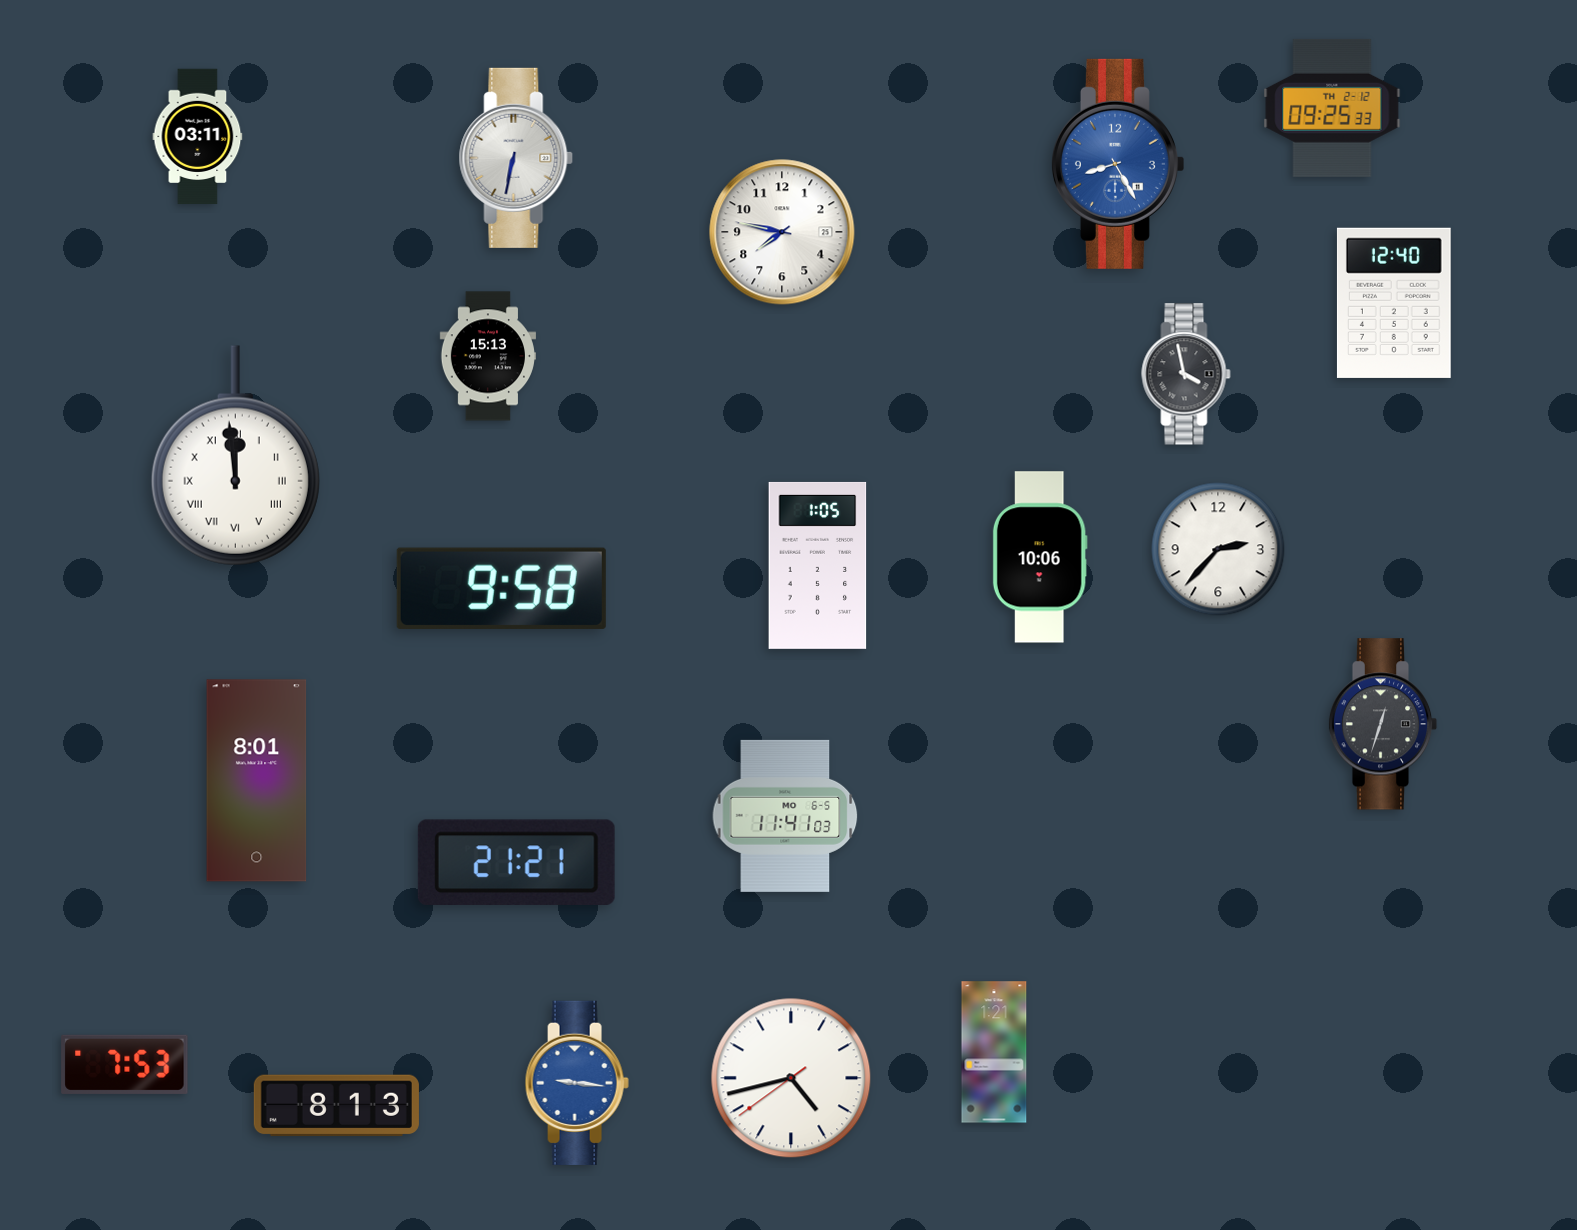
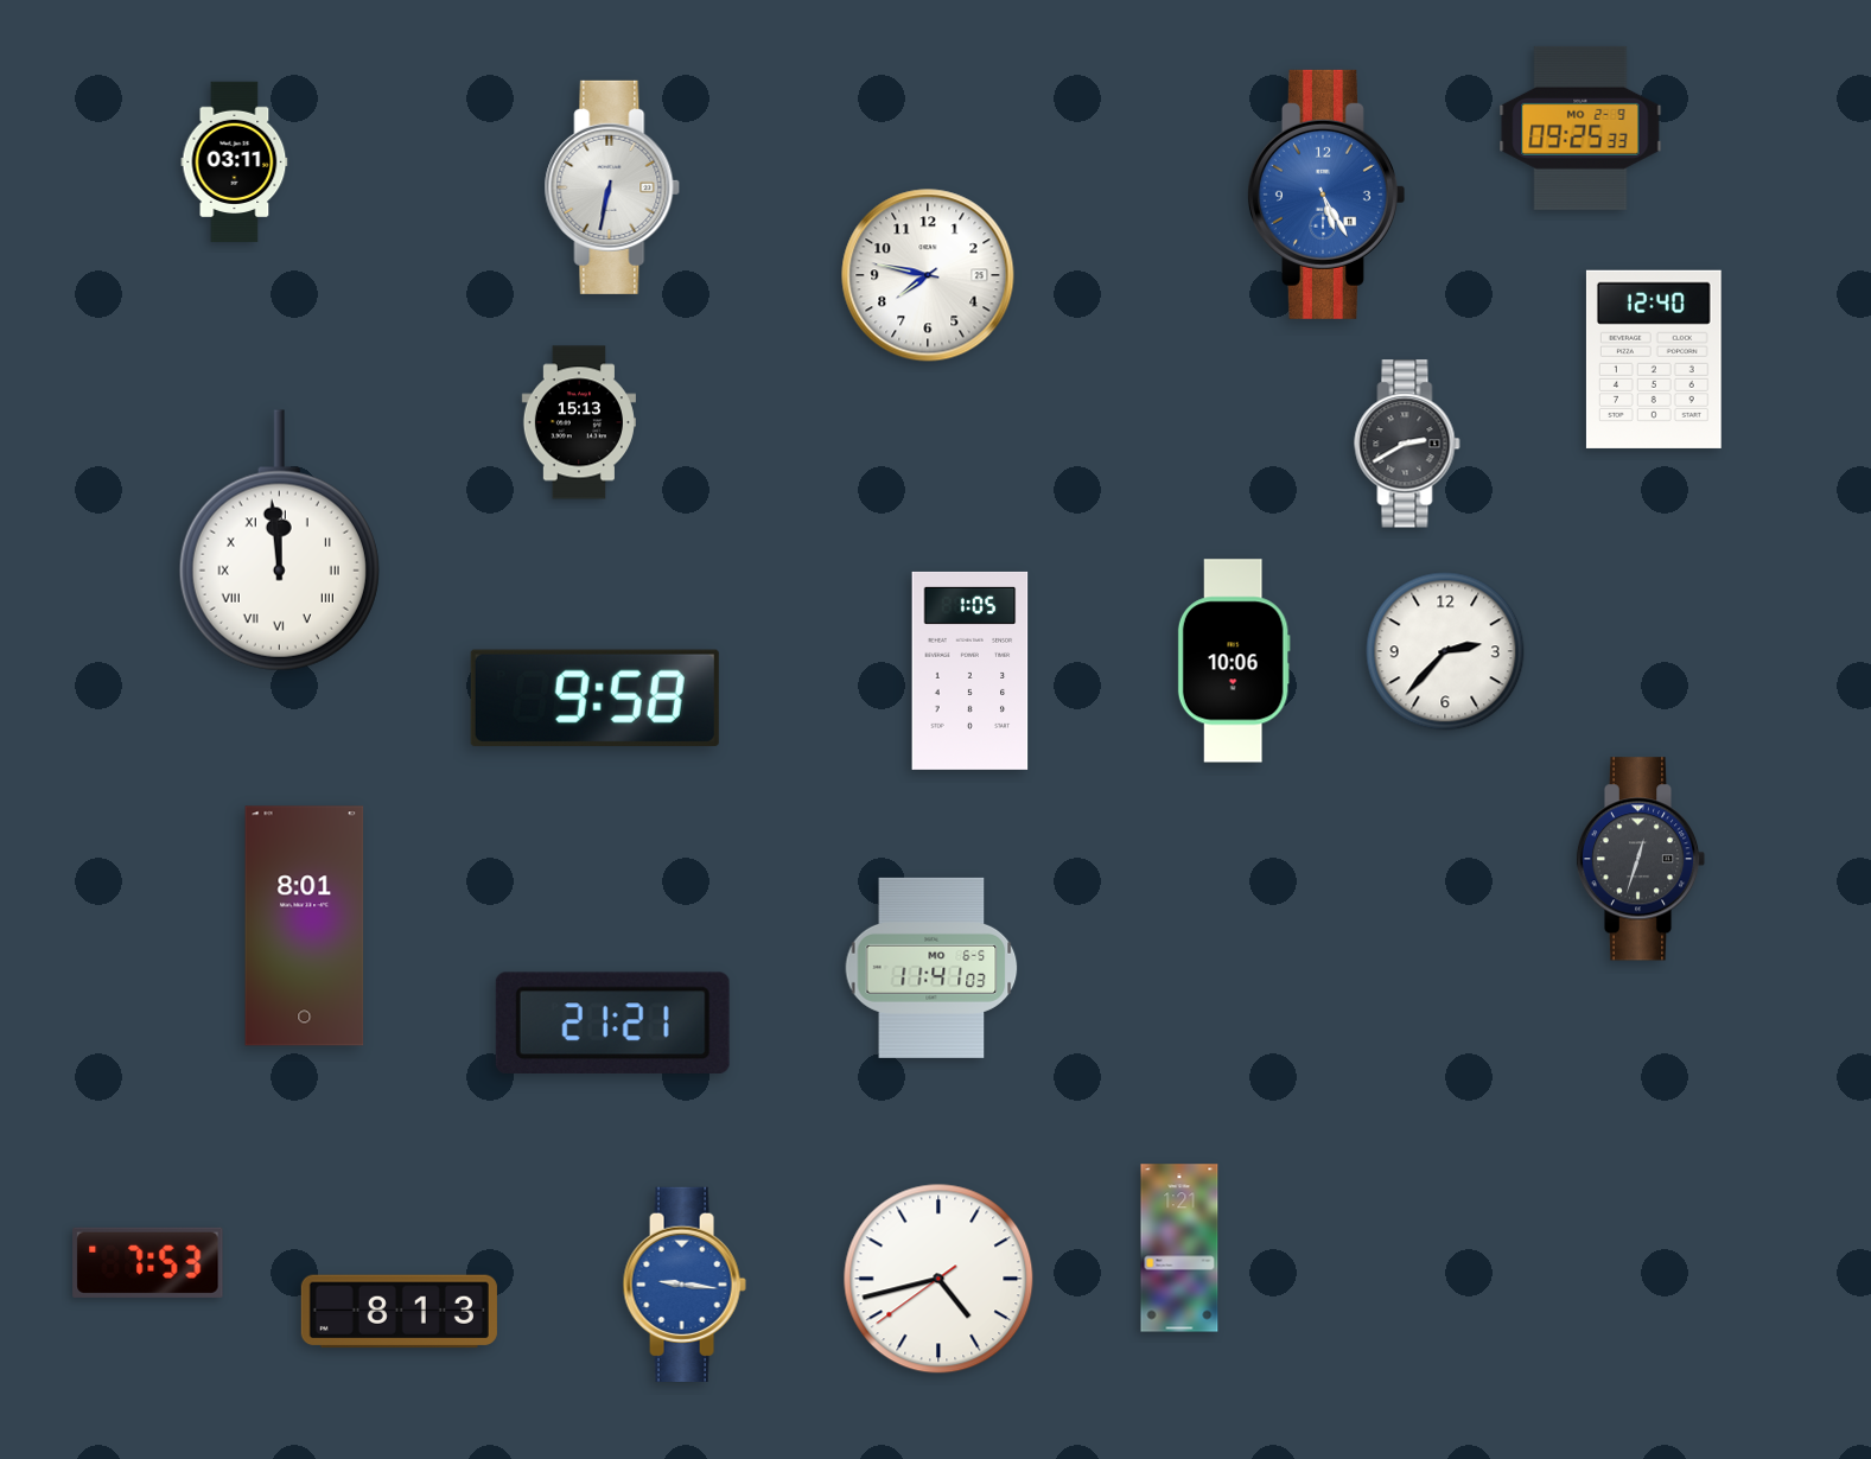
clock at (1332, 108) date: TH 2-12 -> MO 2-9
clock at (1117, 164): 8:25 -> 5:25
clock at (1186, 374): 3:58 -> 2:40
